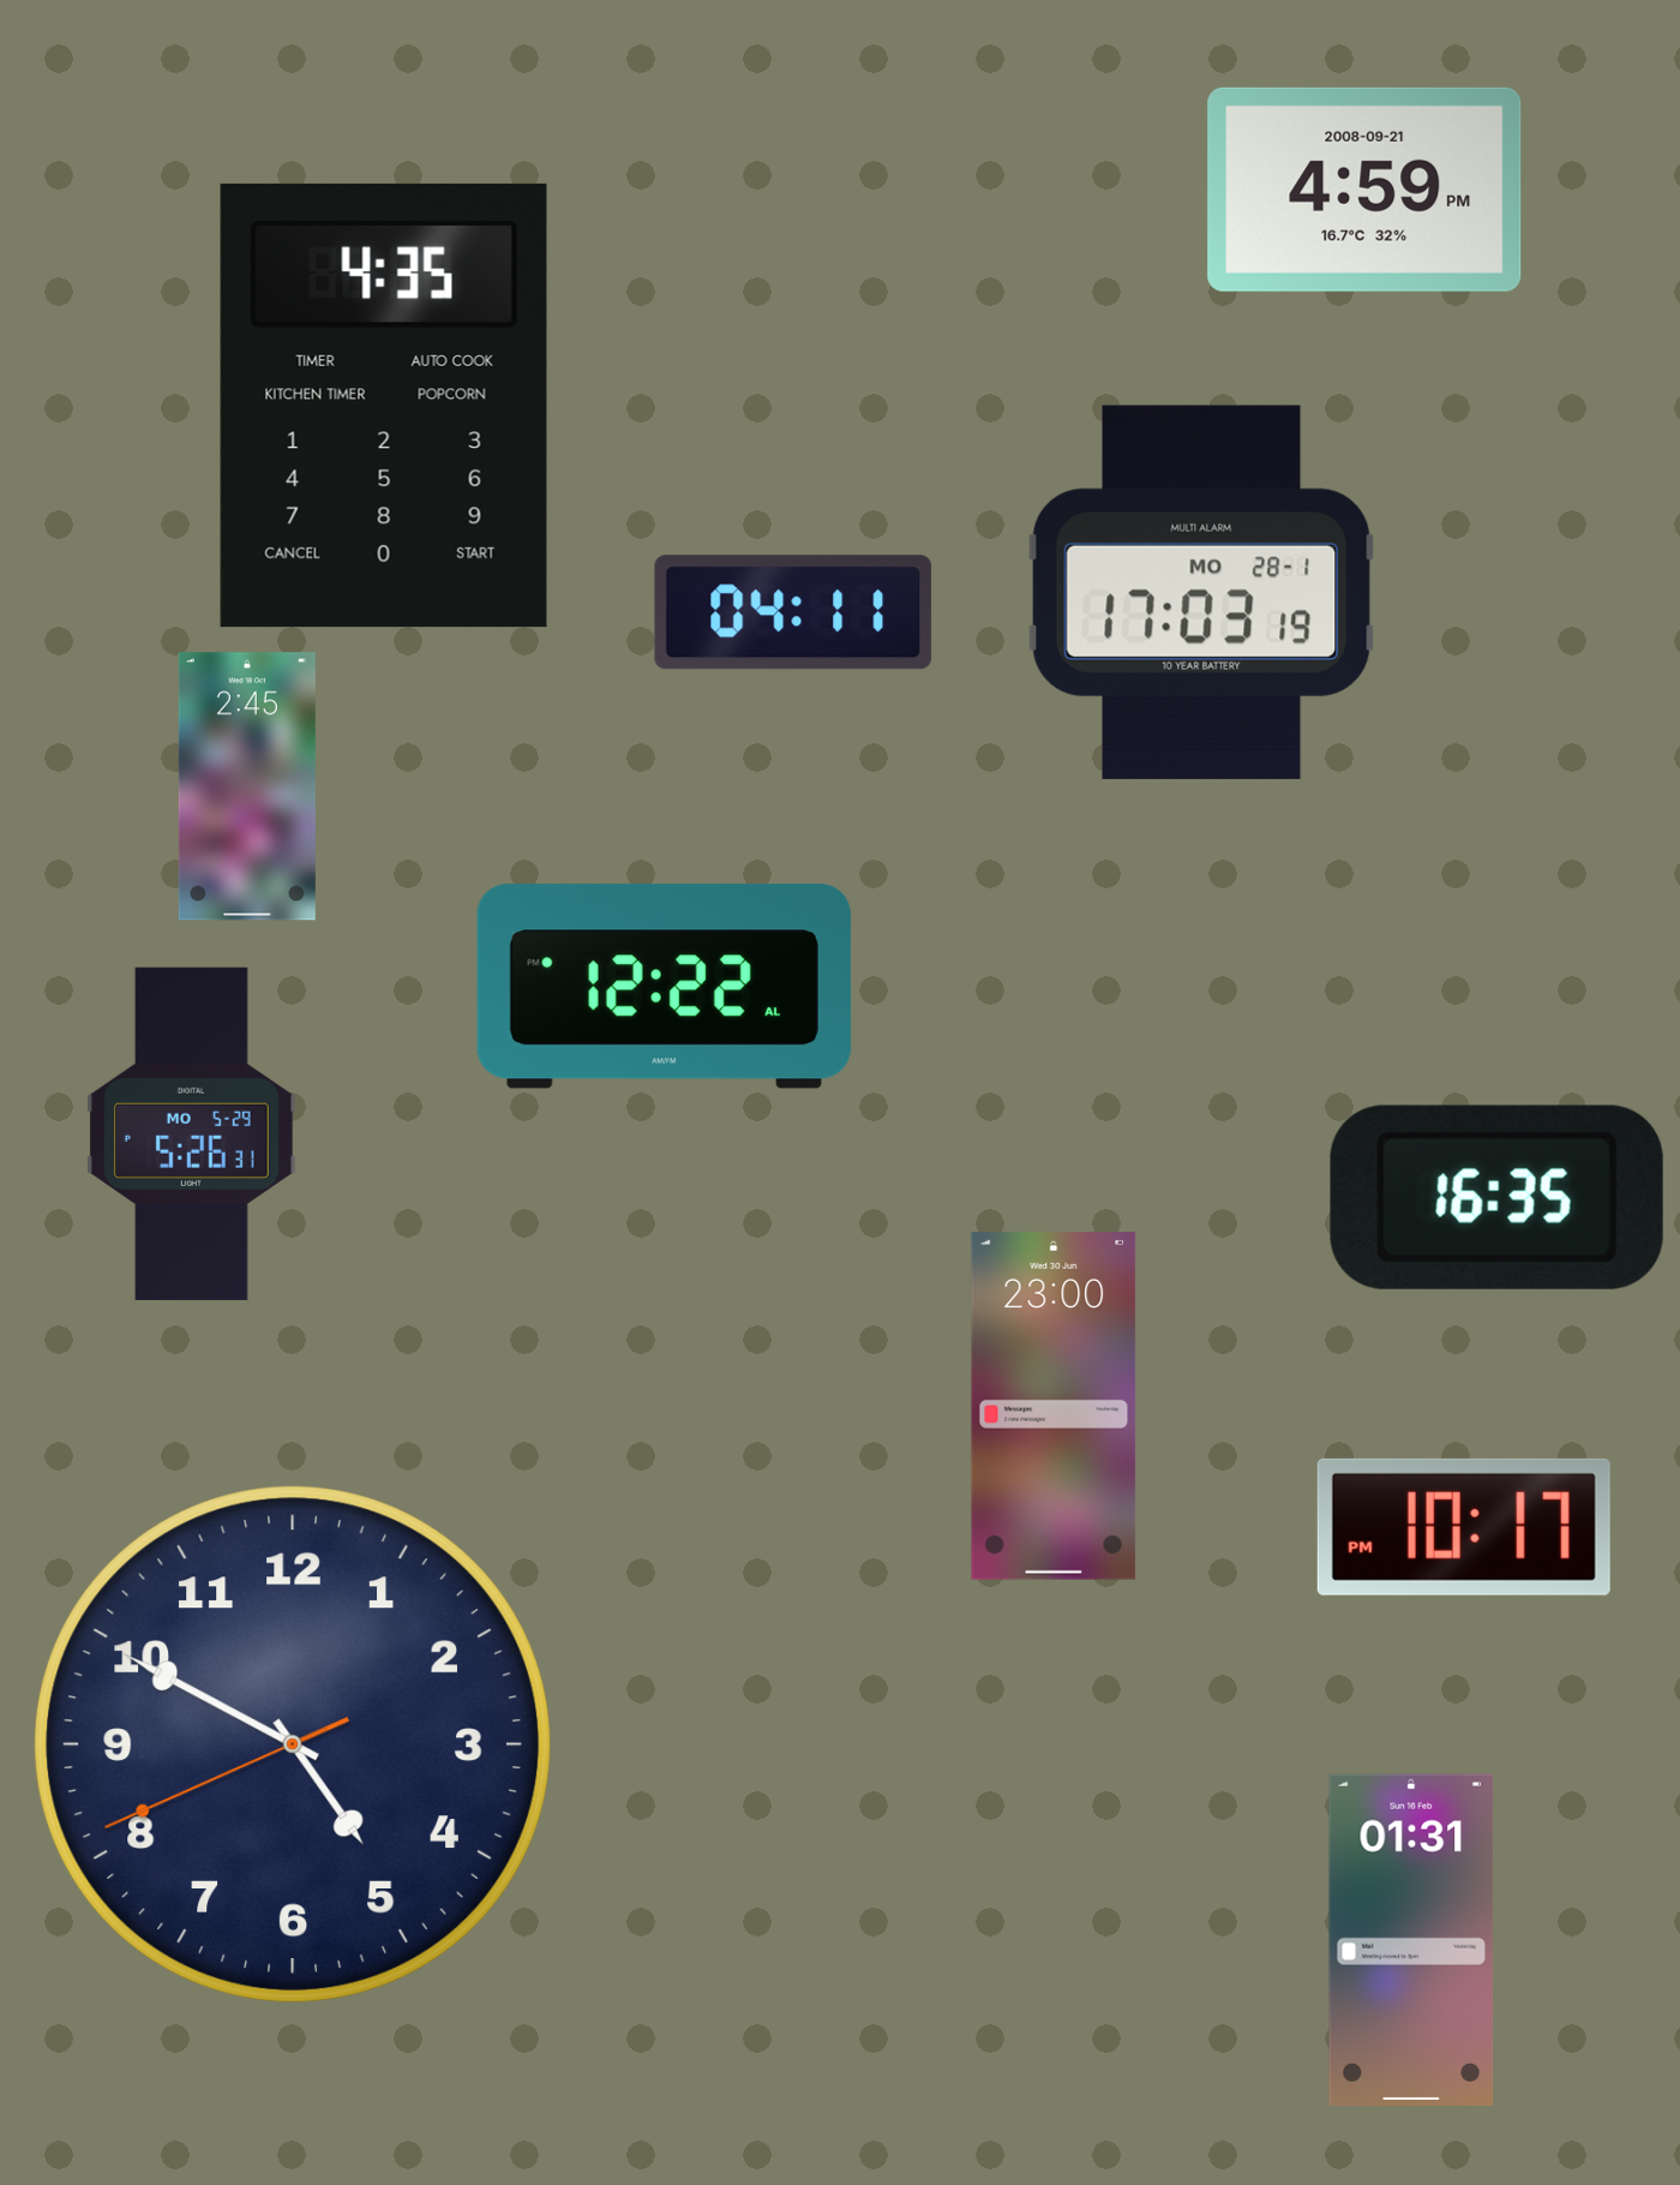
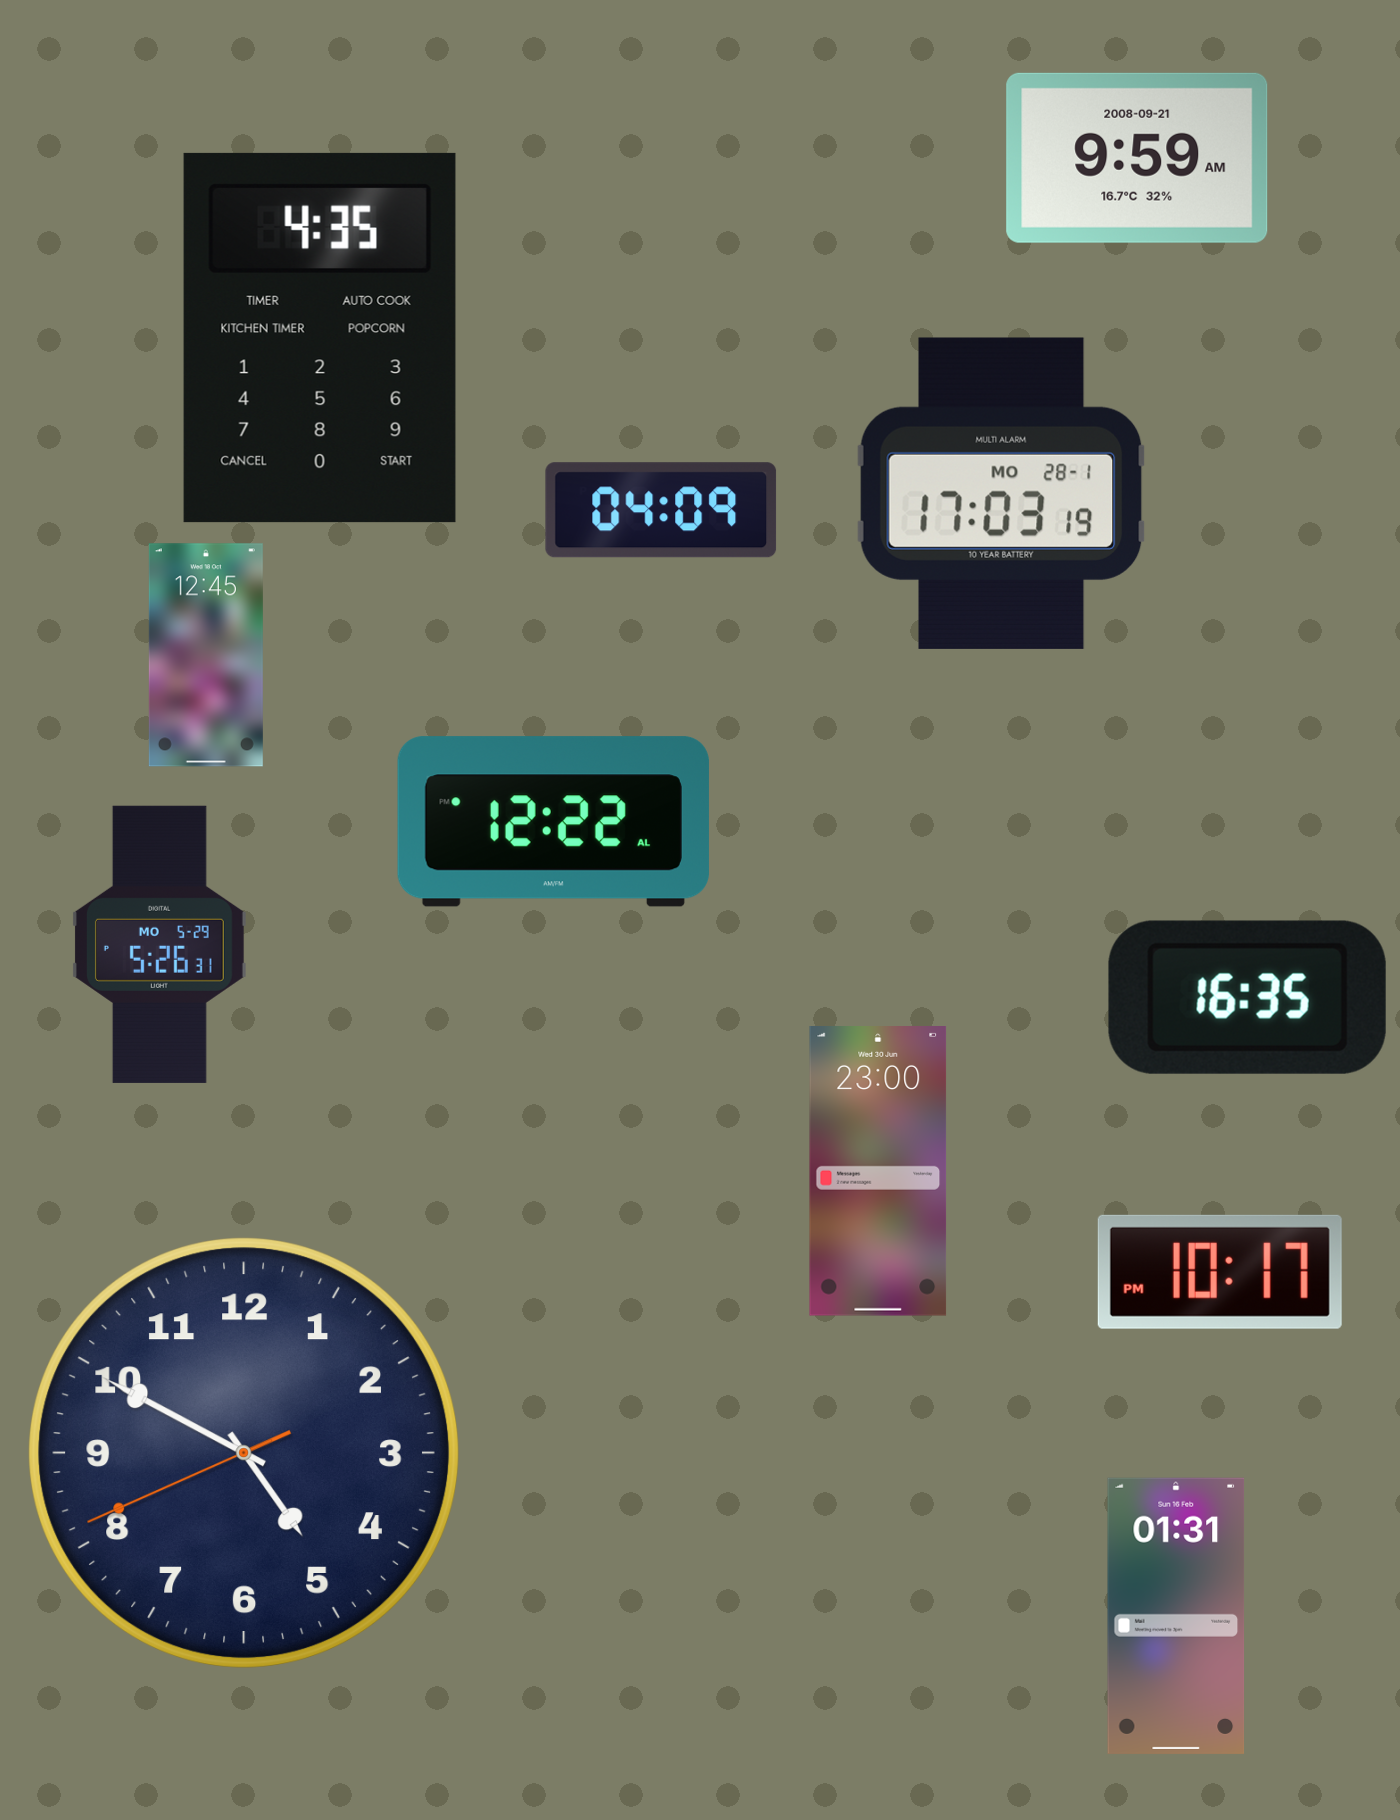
clock at (1364, 190): 4:59 -> 9:59
clock at (793, 612): 04:11 -> 04:09
clock at (247, 786): 2:45 -> 12:45
